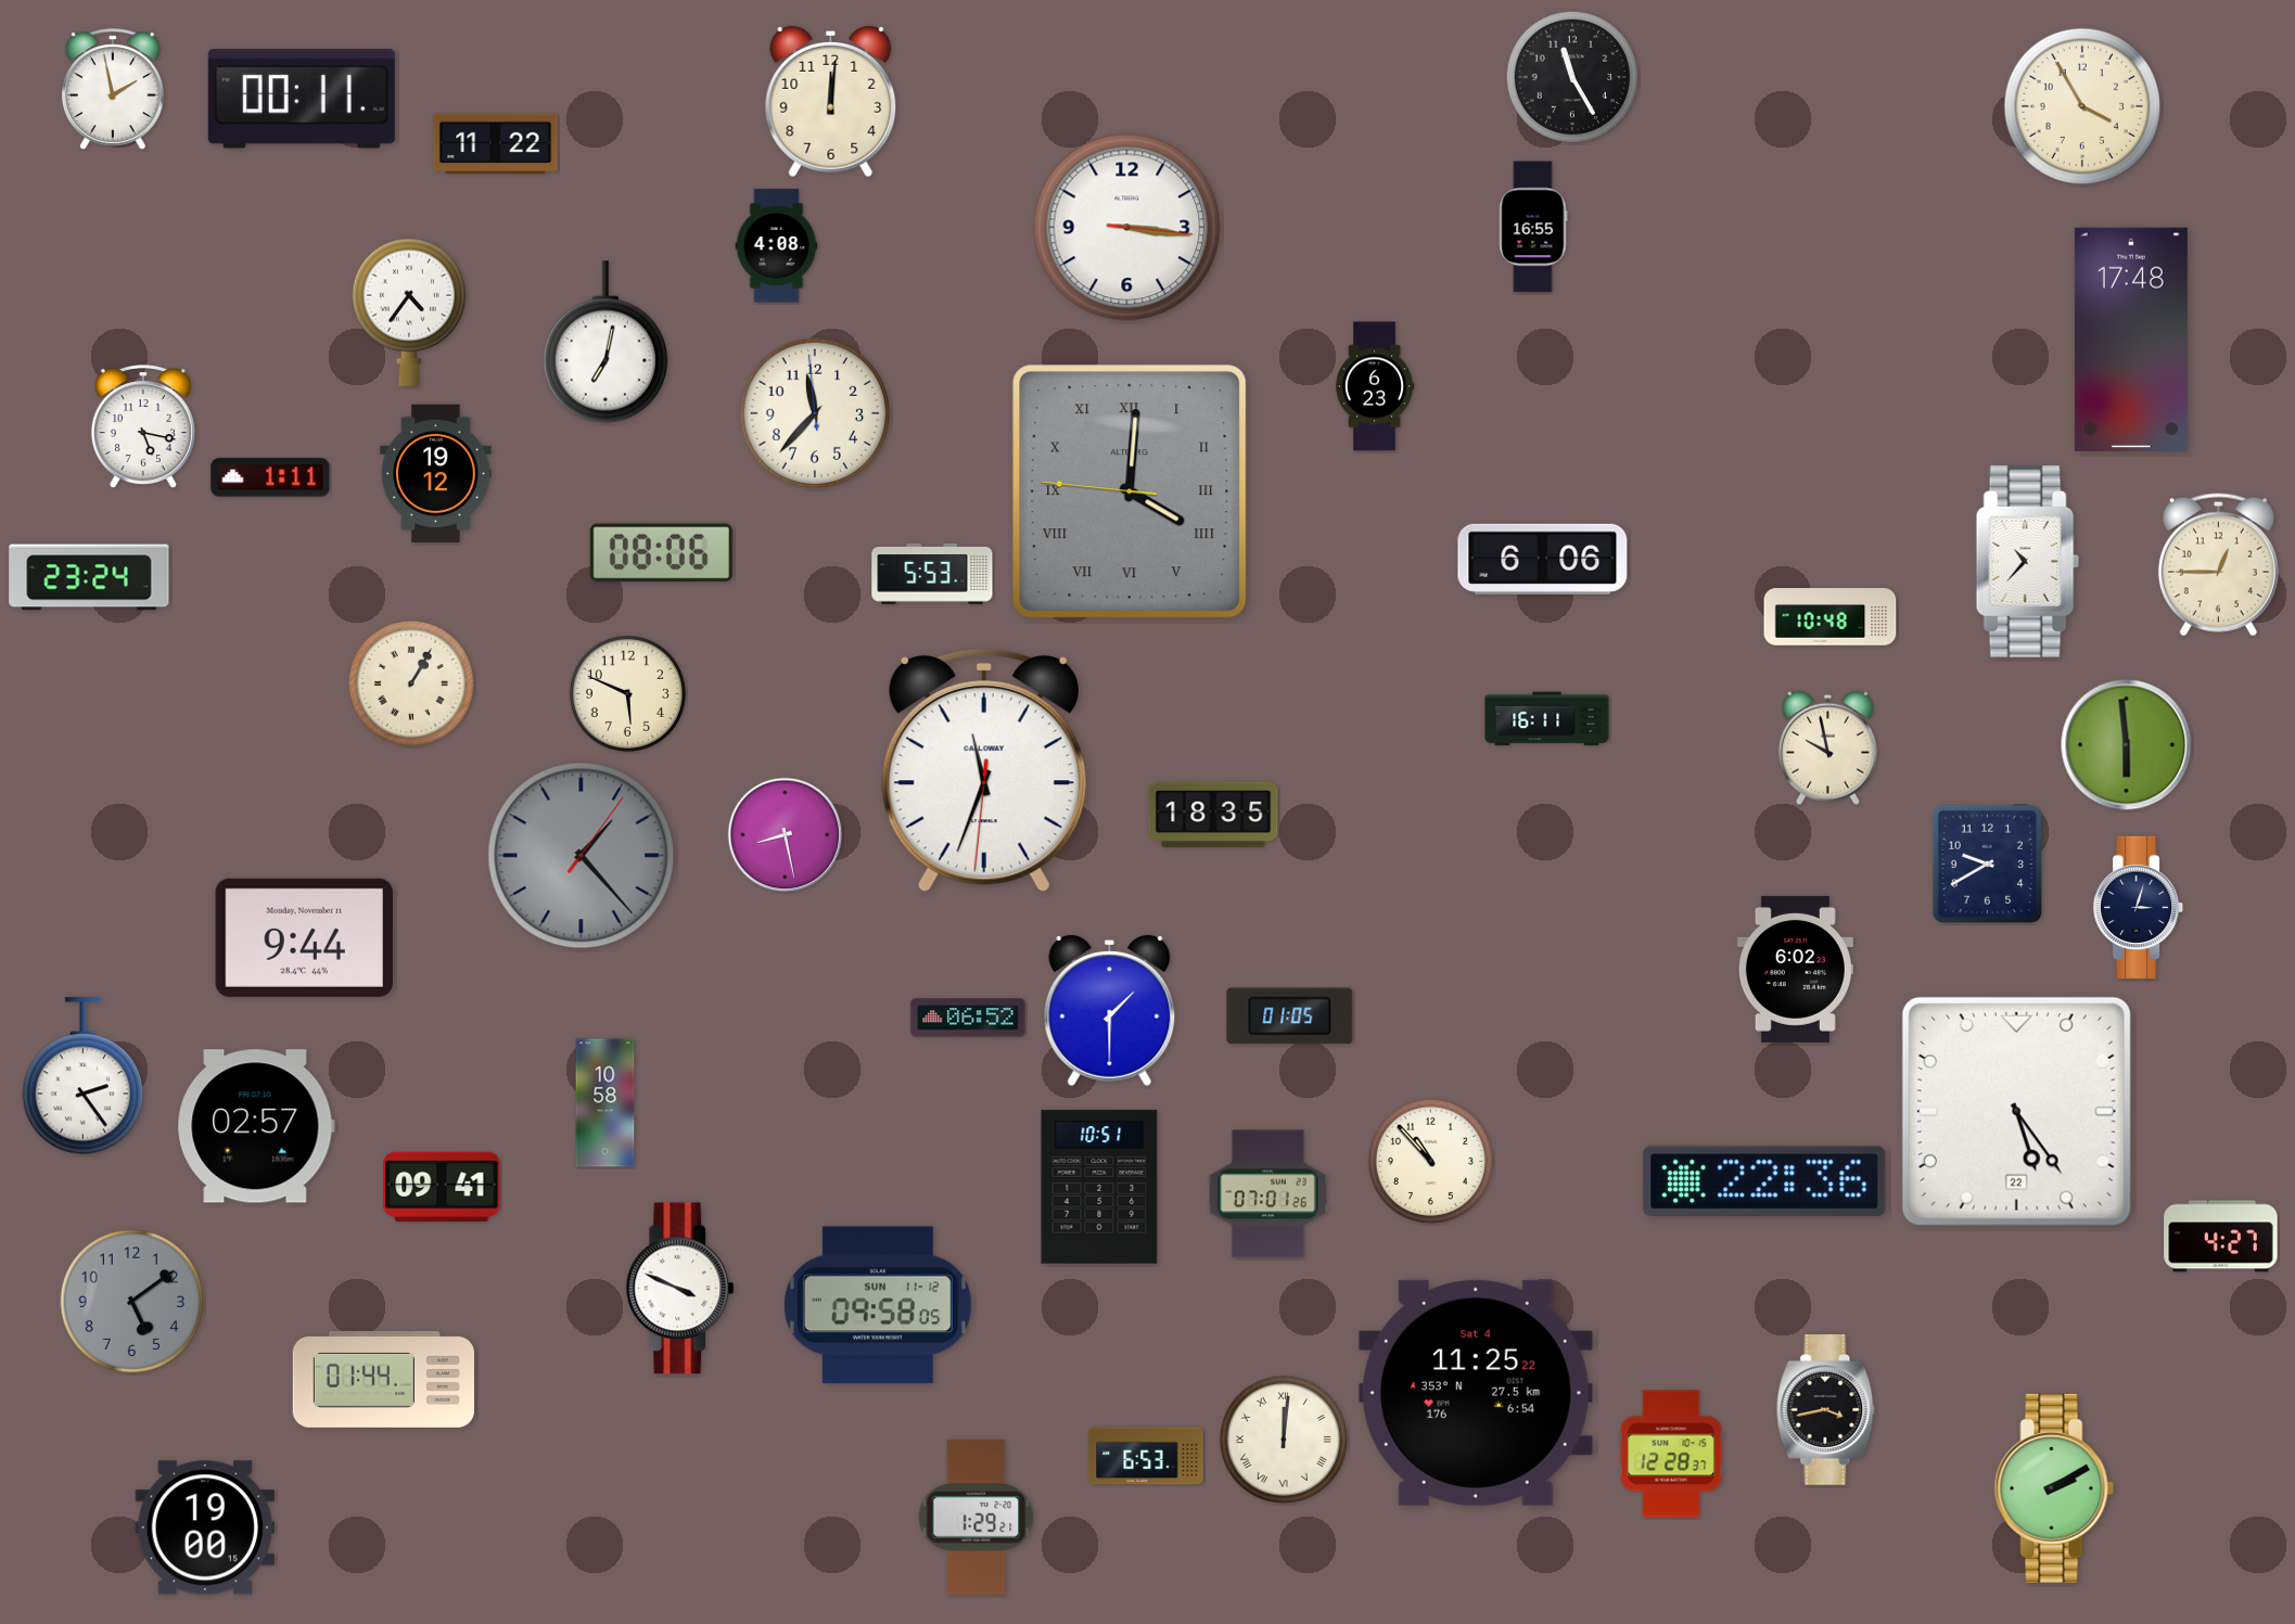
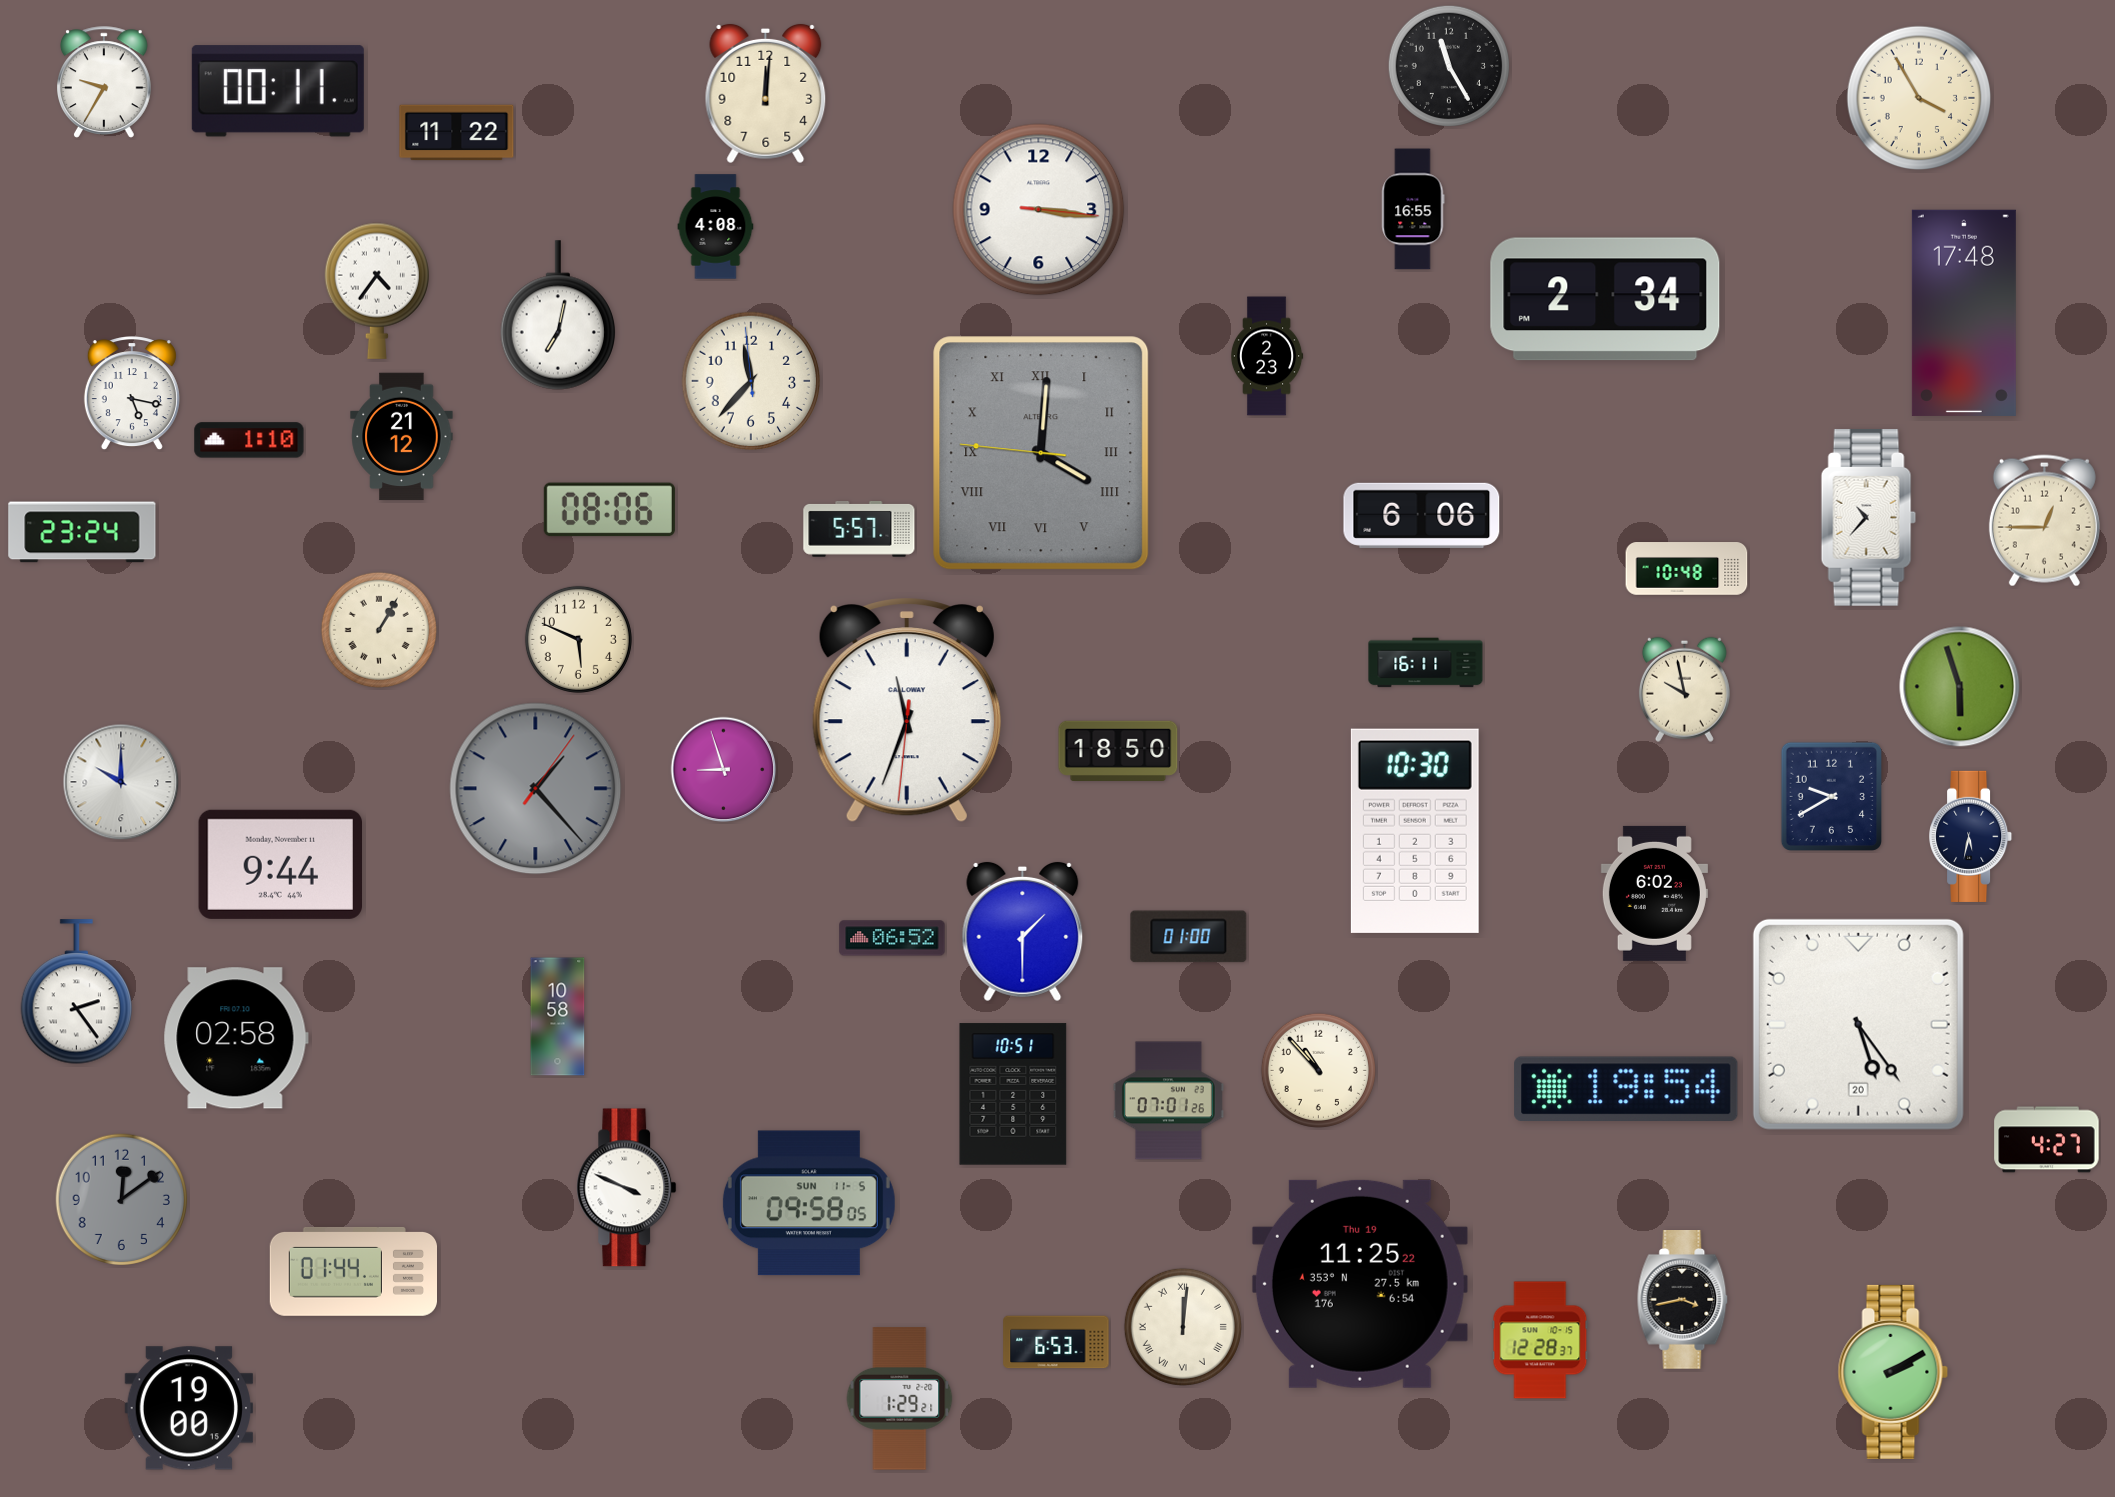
clock at (1572, 77) position: (1572, 77) -> (1449, 66)
clock at (114, 89): 1:58 -> 9:35
clock at (408, 312) position: (408, 312) -> (376, 291)
clock at (1605, 299): none -> 2:34
clock at (1375, 386): 6:23 -> 2:23
clock at (436, 474): 19:12 -> 21:12
clock at (270, 477): 1:11 -> 1:10
clock at (932, 574): 5:53 -> 5:57
clock at (2127, 745): 5:59 -> 5:57
clock at (1213, 814): 18:35 -> 18:50
clock at (786, 835): 8:28 -> 8:57
clock at (121, 782): none -> 10:00
clock at (1415, 831): none -> 10:30
clock at (2139, 907): 3:03 -> 5:32
clock at (1290, 1016): 01:05 -> 01:00
clock at (2016, 1111) date: 22 -> 20
clock at (256, 1126): 02:57 -> 02:58
clock at (1764, 1180): 22:36 -> 19:54
clock at (442, 1187): 09:41 -> none
clock at (131, 1301): 5:09 -> 12:09
clock at (878, 1305) date: SUN 11-12 -> SUN 11-5
clock at (1476, 1393) date: Sat 4 -> Thu 19
